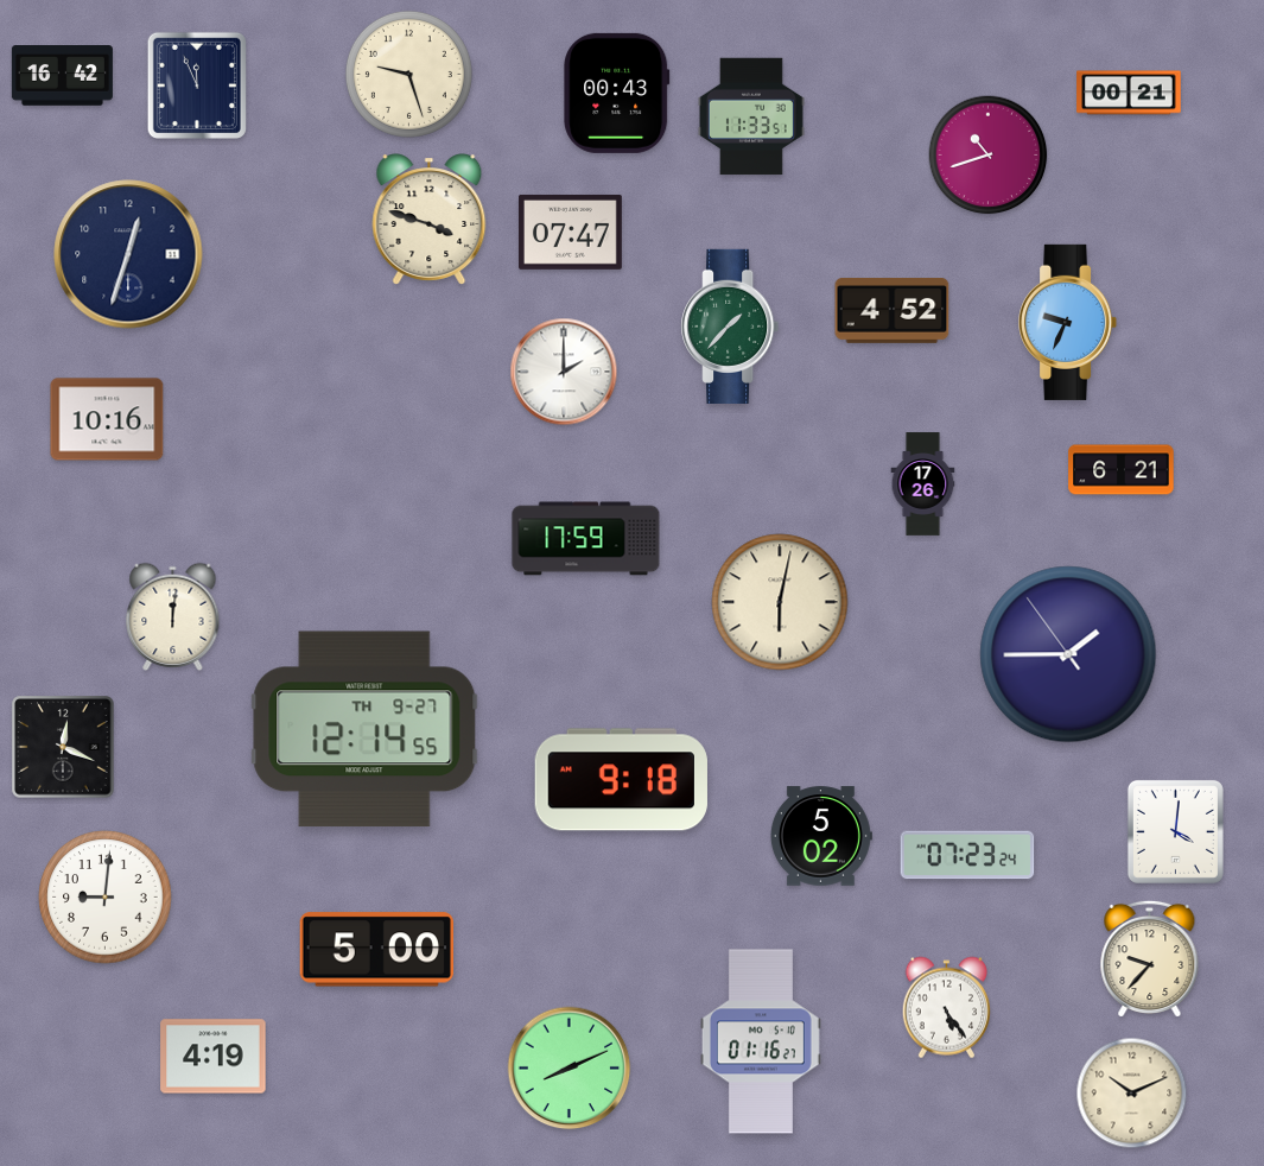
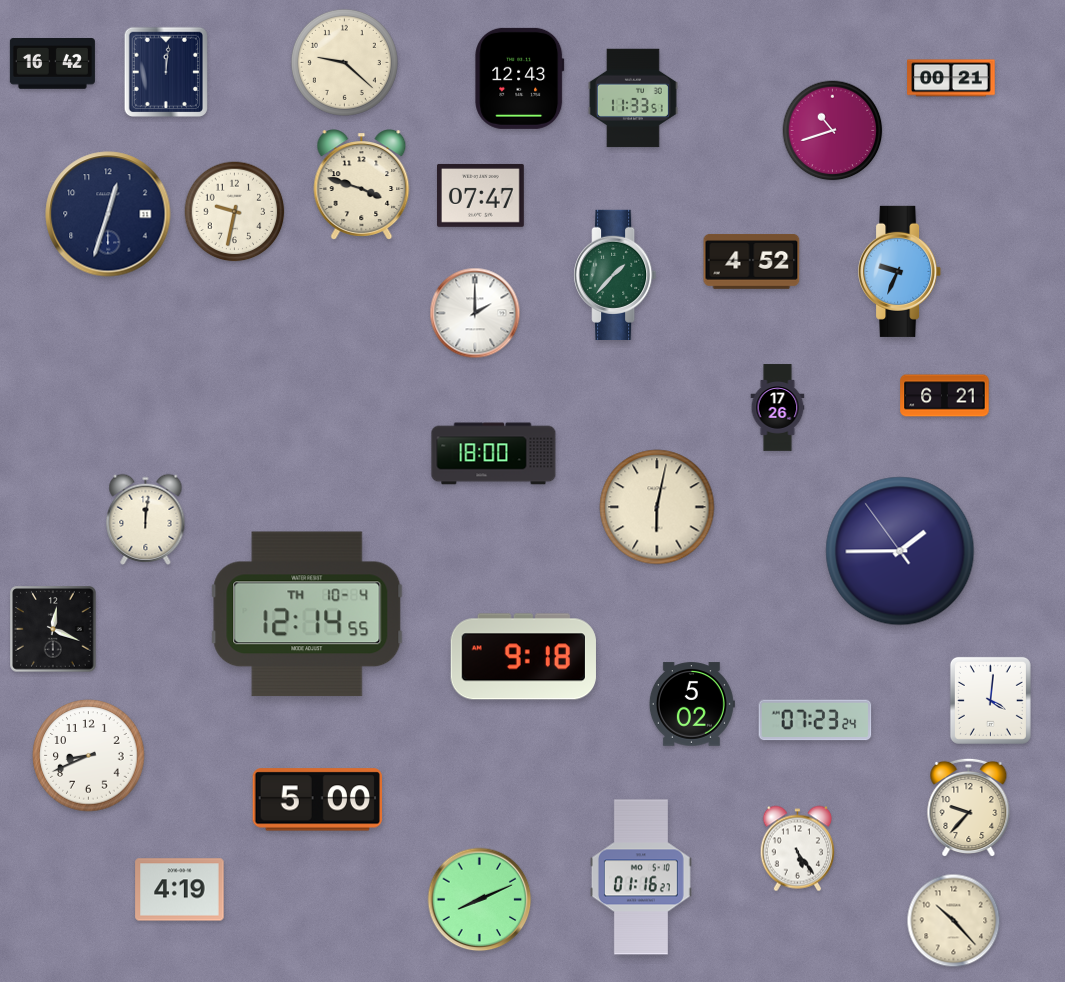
clock at (408, 74): 9:27 -> 9:22
clock at (196, 84): 11:56 -> 12:01
clock at (617, 93): 00:43 -> 12:43
clock at (235, 212): none -> 9:32
clock at (107, 419): 10:16 -> none
clock at (586, 539): 17:59 -> 18:00
clock at (364, 729) date: TH 9-27 -> TH 10-4
clock at (106, 898): 9:01 -> 8:41
clock at (1132, 1094): 10:11 -> 10:23
